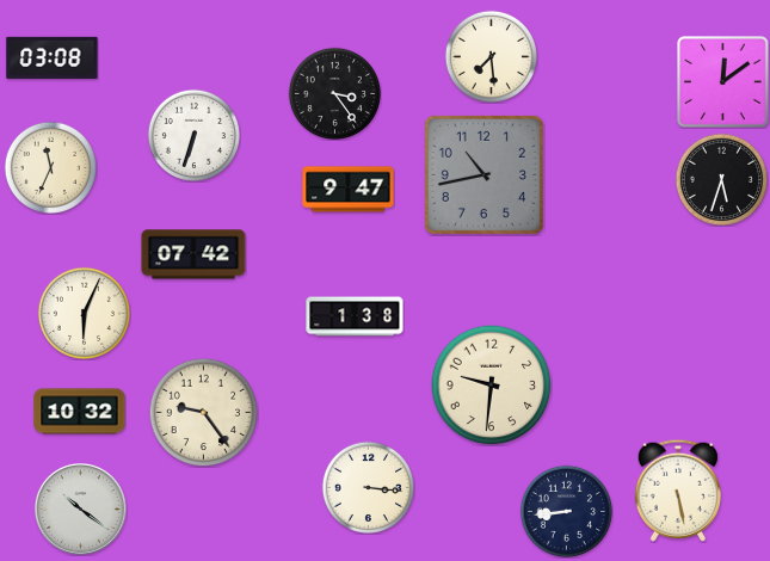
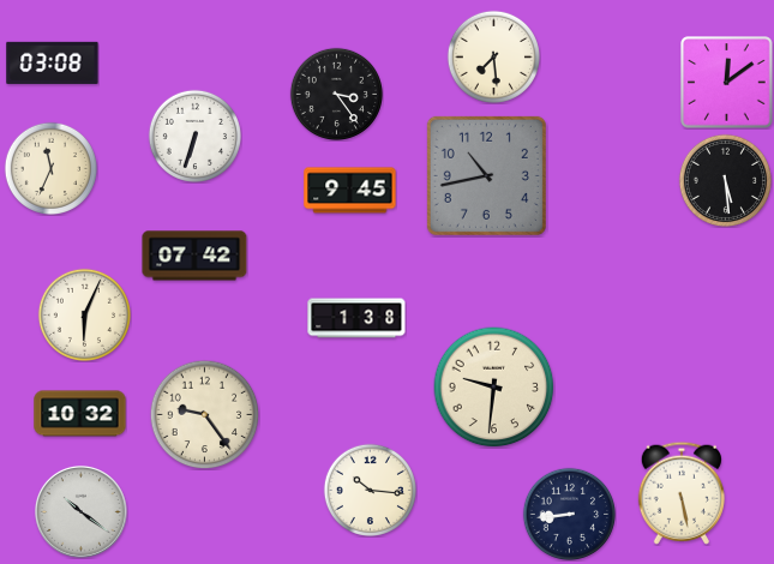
clock at (53, 57) position: (53, 57) -> (53, 62)
clock at (721, 179): 5:33 -> 5:29
clock at (349, 190): 9:47 -> 9:45
clock at (368, 487): 3:16 -> 10:16
